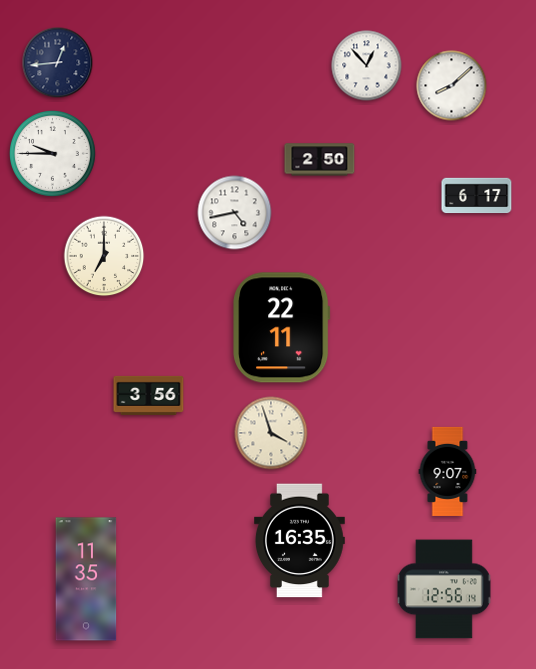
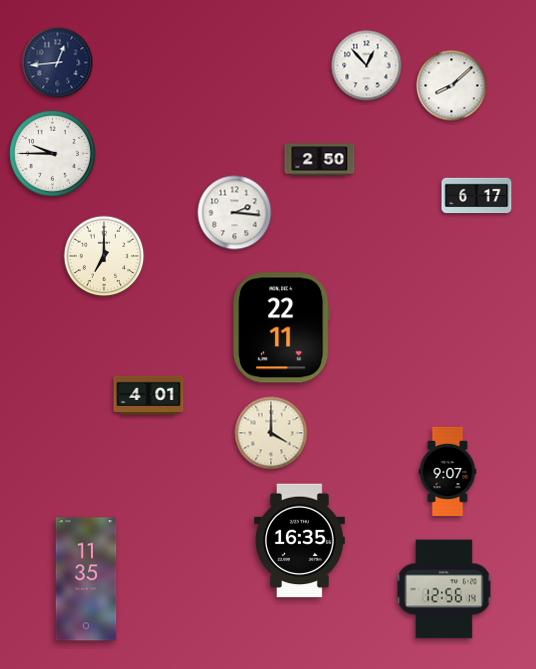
clock at (235, 213): 4:43 -> 2:16
clock at (149, 395): 3:56 -> 4:01
clock at (271, 433): 3:57 -> 4:00
